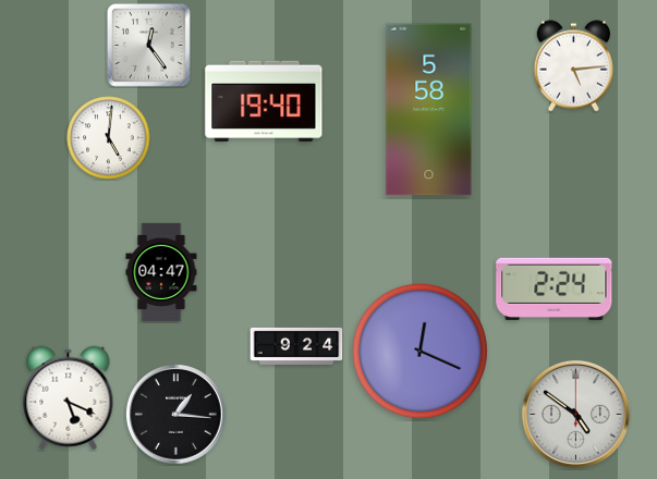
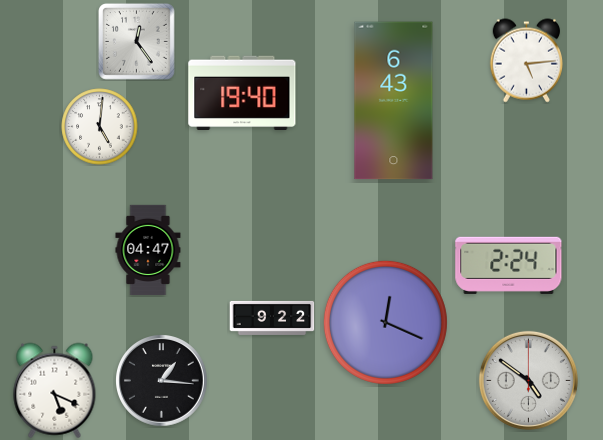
clock at (429, 110): 5:58 -> 6:43
clock at (296, 346): 9:24 -> 9:22
clock at (69, 398) position: (69, 398) -> (55, 391)
